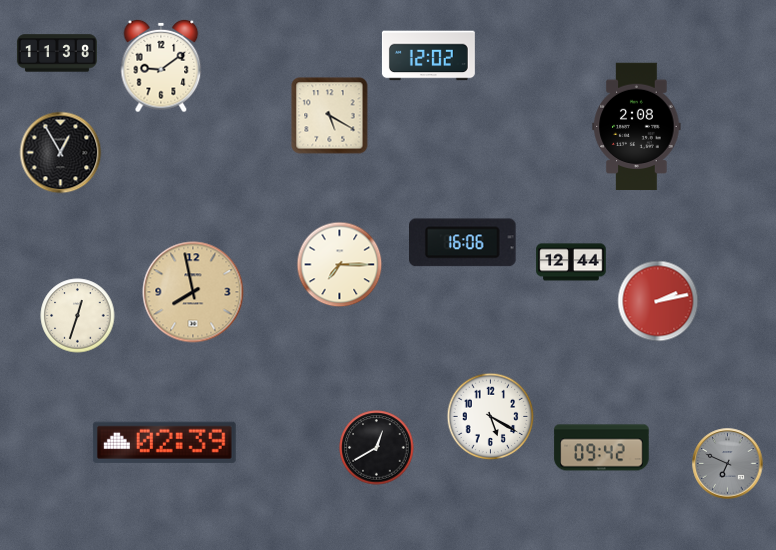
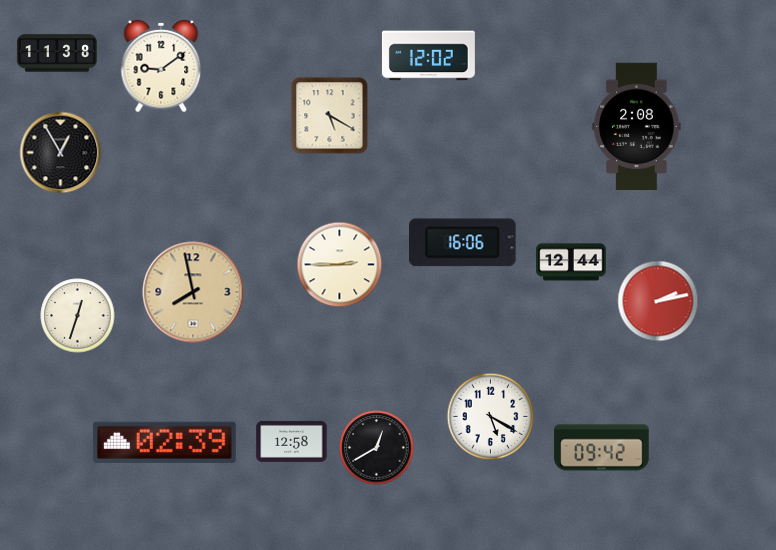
clock at (340, 265): 7:15 -> 2:45
clock at (292, 441): none -> 12:58
clock at (728, 464): 6:49 -> none
